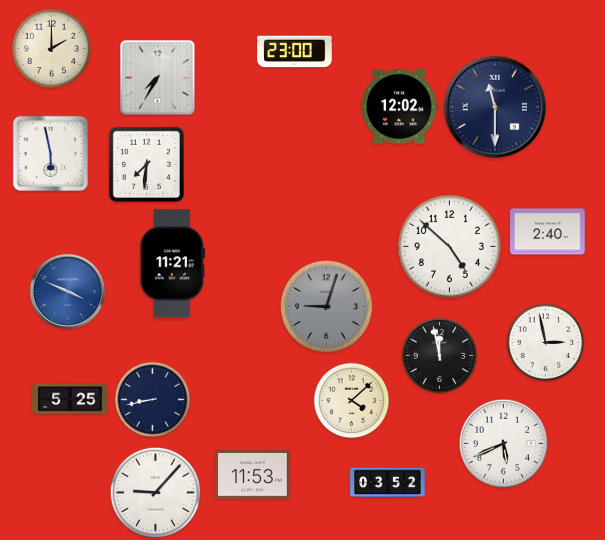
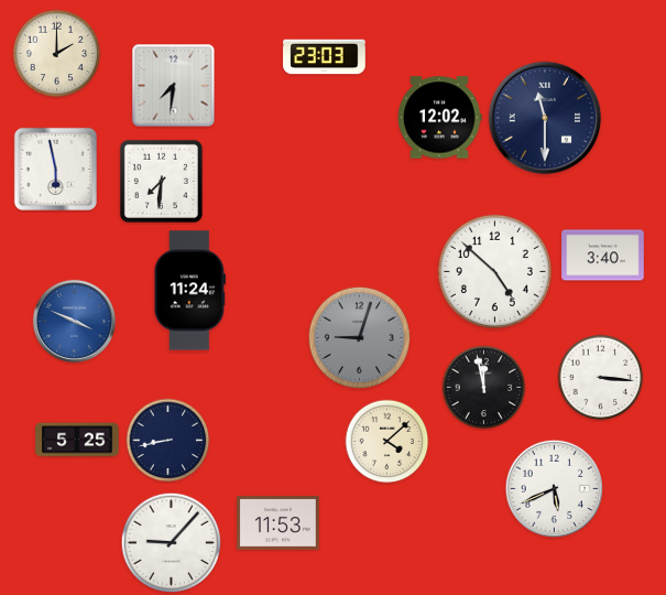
clock at (295, 52): 23:00 -> 23:03
clock at (158, 78): 7:35 -> 7:31
clock at (548, 232): 2:40 -> 3:40
clock at (172, 264): 11:21 -> 11:24
clock at (546, 343): 2:58 -> 3:16
clock at (440, 356) position: (440, 356) -> (484, 388)
clock at (388, 483): 03:52 -> none
